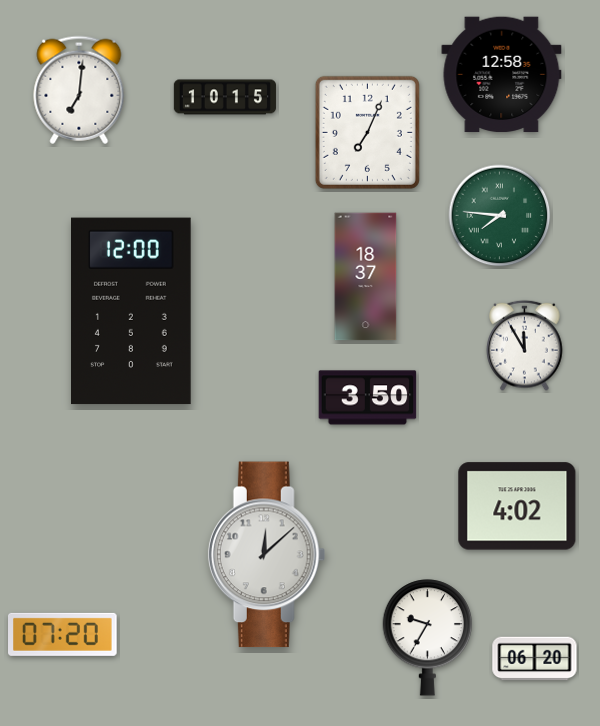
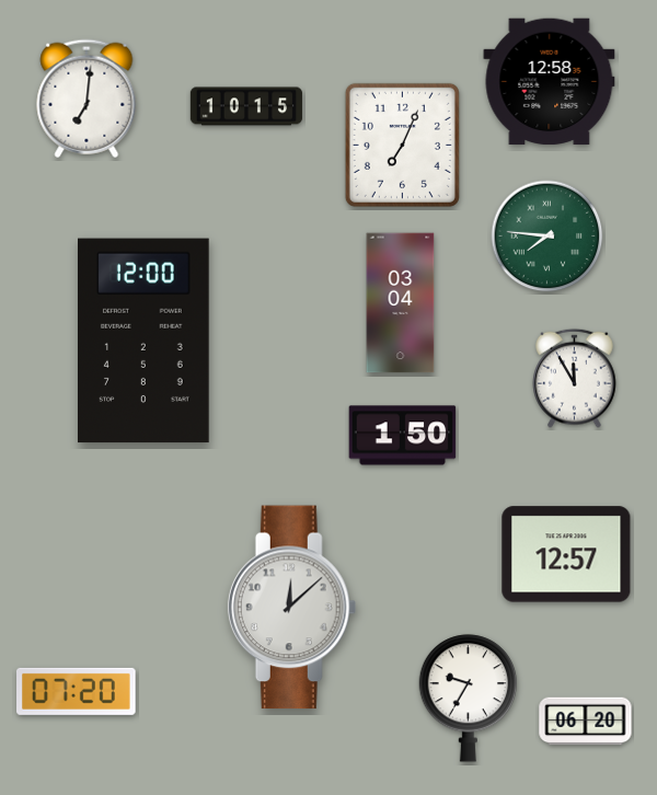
clock at (366, 277): 18:37 -> 03:04
clock at (368, 398): 3:50 -> 1:50
clock at (517, 506): 4:02 -> 12:57
clock at (63, 634) position: (63, 634) -> (77, 691)
